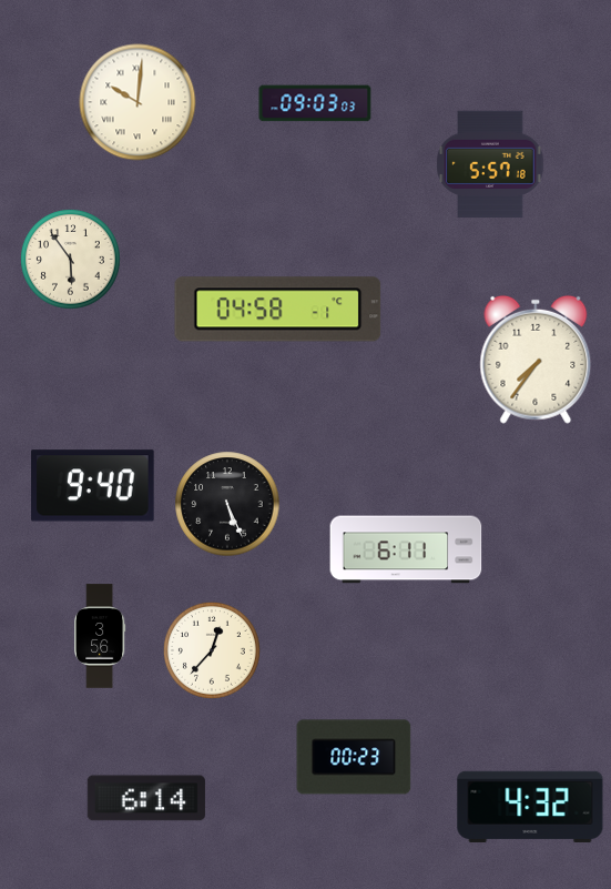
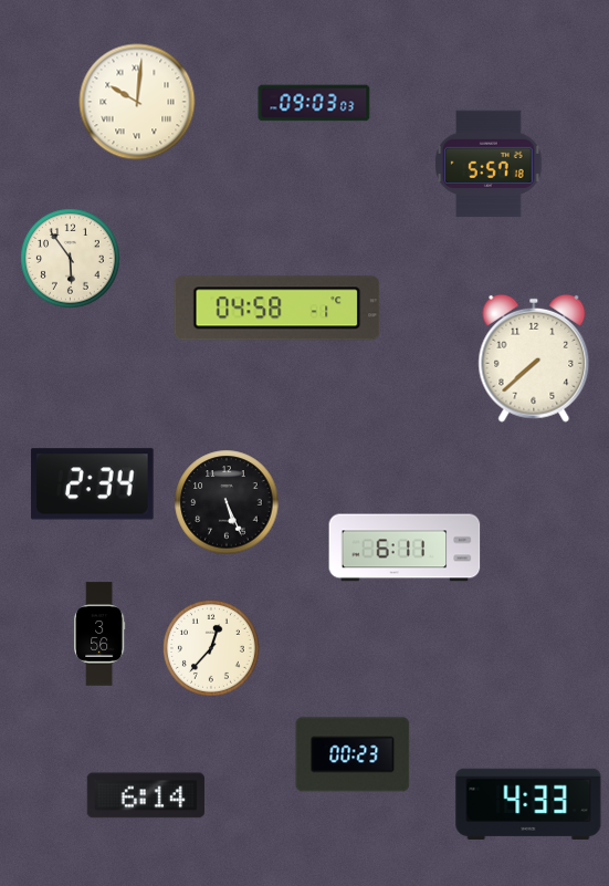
clock at (536, 360): 7:36 -> 7:38
clock at (93, 486): 9:40 -> 2:34
clock at (530, 807): 4:32 -> 4:33
